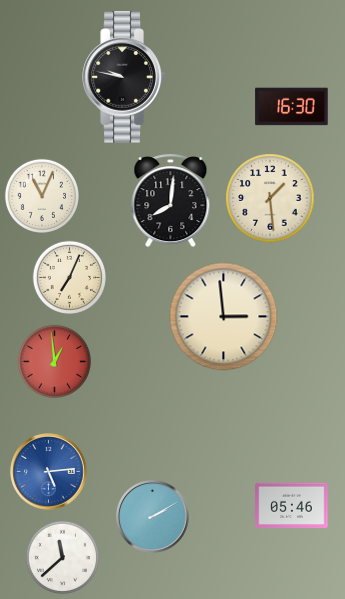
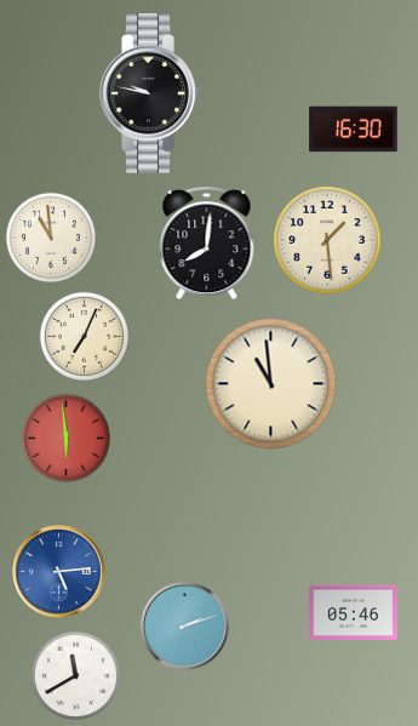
clock at (42, 196): 11:04 -> 10:59
clock at (224, 317): 2:59 -> 10:59
clock at (54, 361): 12:59 -> 5:59
clock at (153, 517): 2:10 -> 2:12
clock at (62, 557): 11:38 -> 11:40
